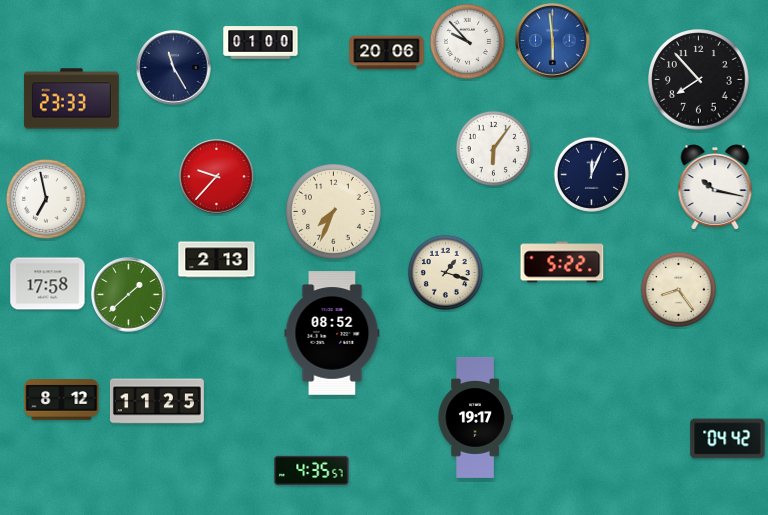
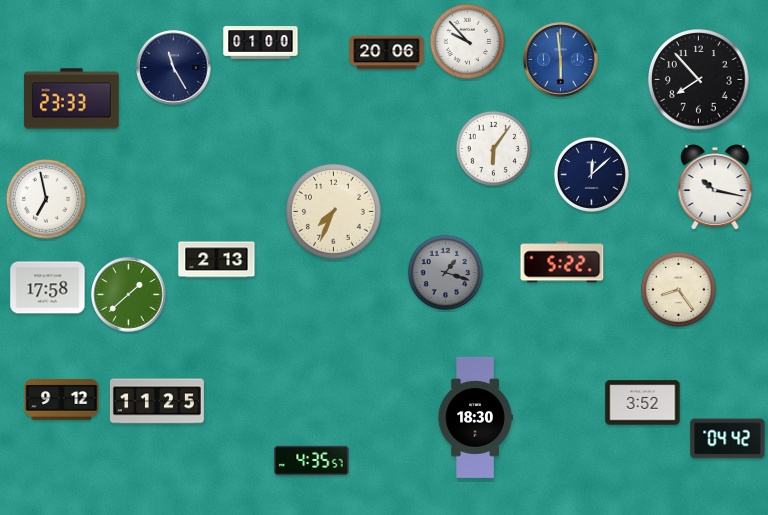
clock at (553, 41) position: (553, 41) -> (561, 60)
clock at (591, 174): 12:04 -> 12:08
clock at (217, 177): 9:37 -> none
clock at (445, 272) dial: cream -> grey
clock at (48, 284) position: (48, 284) -> (48, 288)
clock at (332, 333): 08:52 -> none
clock at (62, 400): 8:12 -> 9:12
clock at (643, 403): none -> 3:52
clock at (475, 417): 19:17 -> 18:30
clock at (312, 471) position: (312, 471) -> (312, 461)
